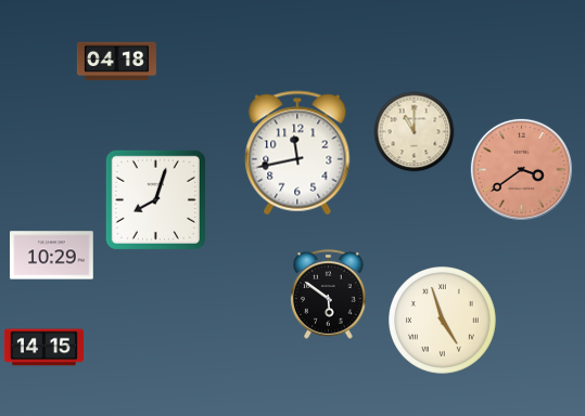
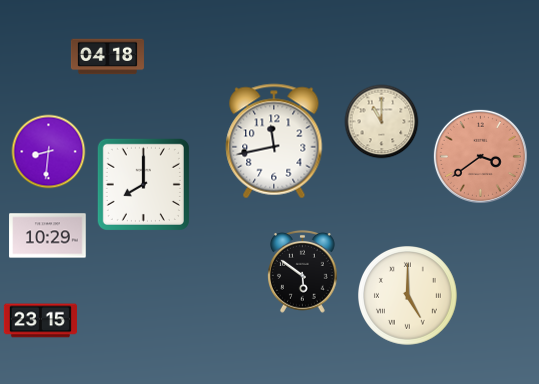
clock at (49, 152): none -> 8:31
clock at (155, 199): 8:03 -> 8:00
clock at (443, 321): 4:57 -> 5:00
clock at (43, 348): 14:15 -> 23:15
